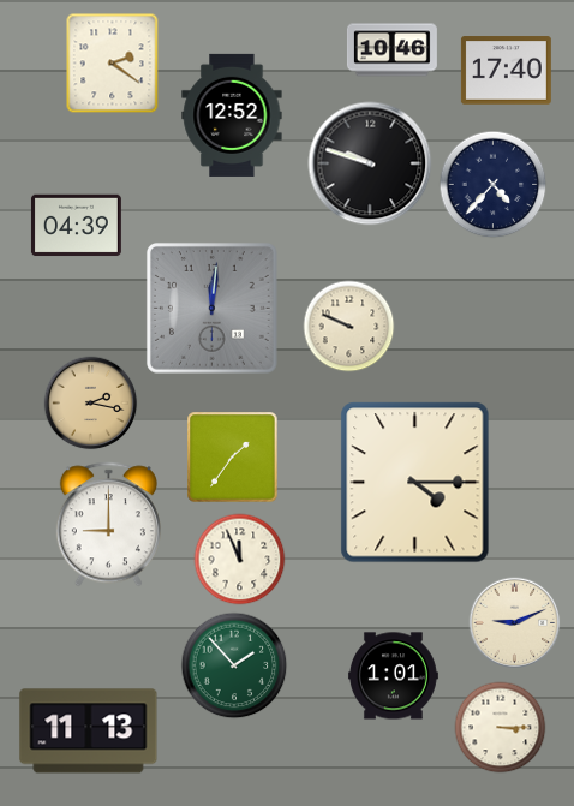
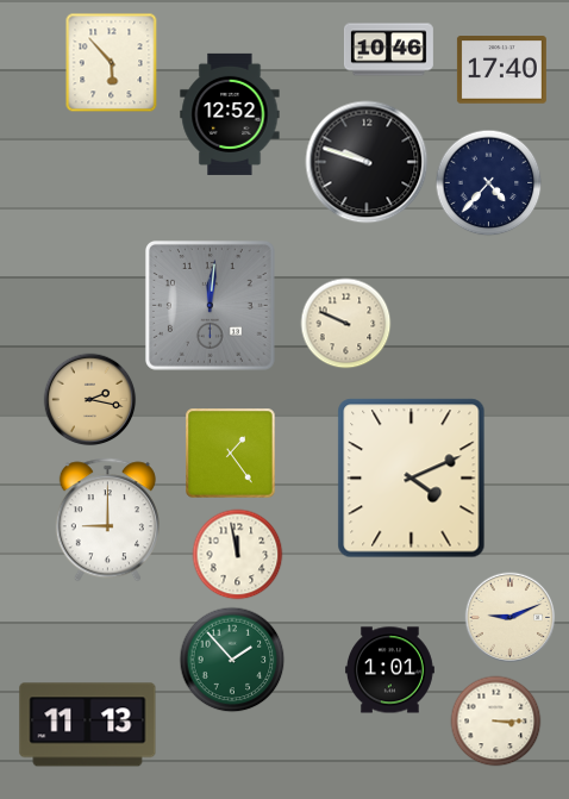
clock at (113, 64): 2:21 -> 5:53
clock at (76, 226): 04:39 -> none
clock at (233, 458): 1:36 -> 1:24
clock at (415, 483): 4:15 -> 4:11
clock at (240, 560): 11:56 -> 11:58
